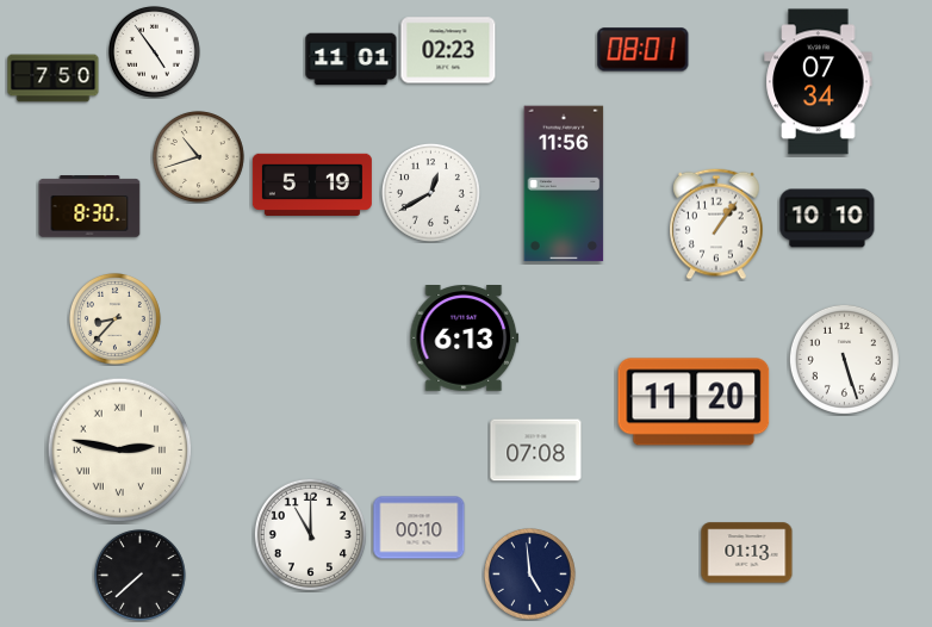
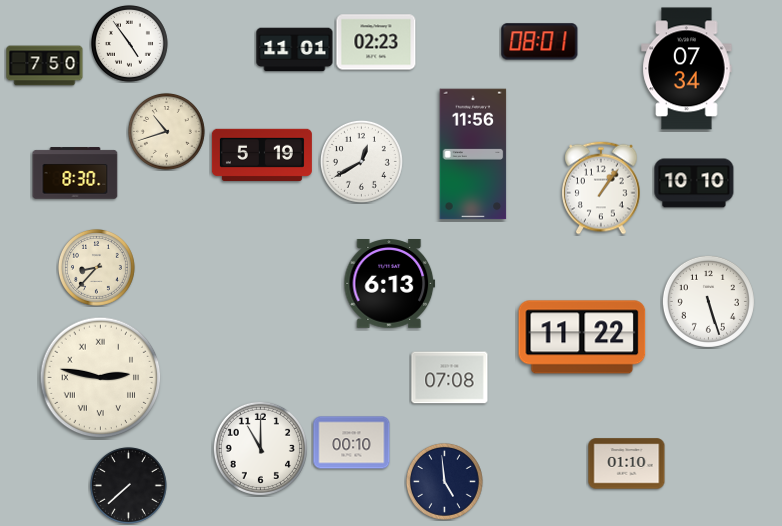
clock at (694, 402): 11:20 -> 11:22
clock at (747, 553): 01:13 -> 01:10
clock at (139, 575) position: (139, 575) -> (128, 485)
